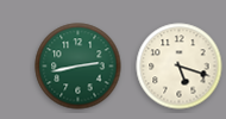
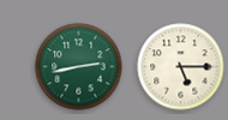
clock at (180, 67): 5:18 -> 5:15
